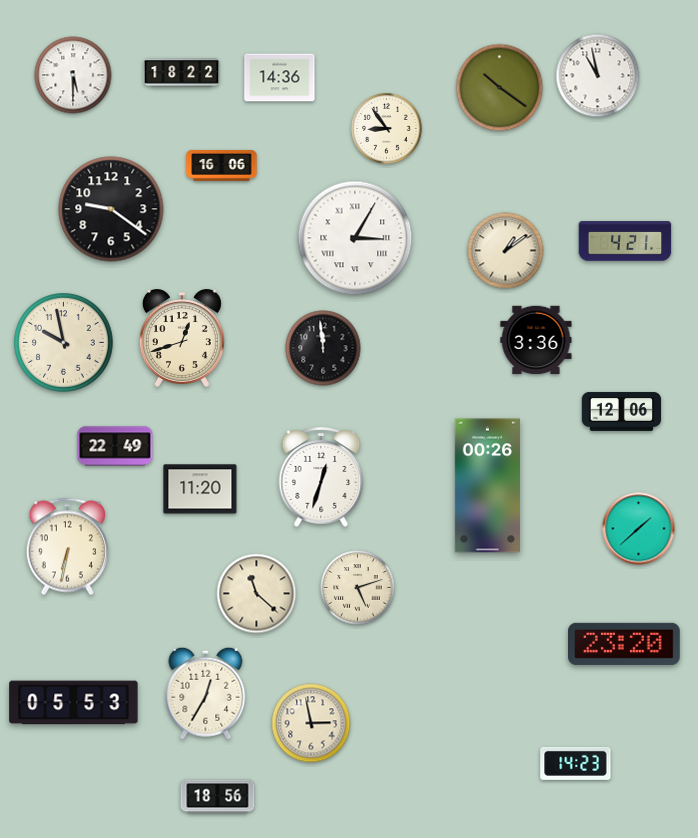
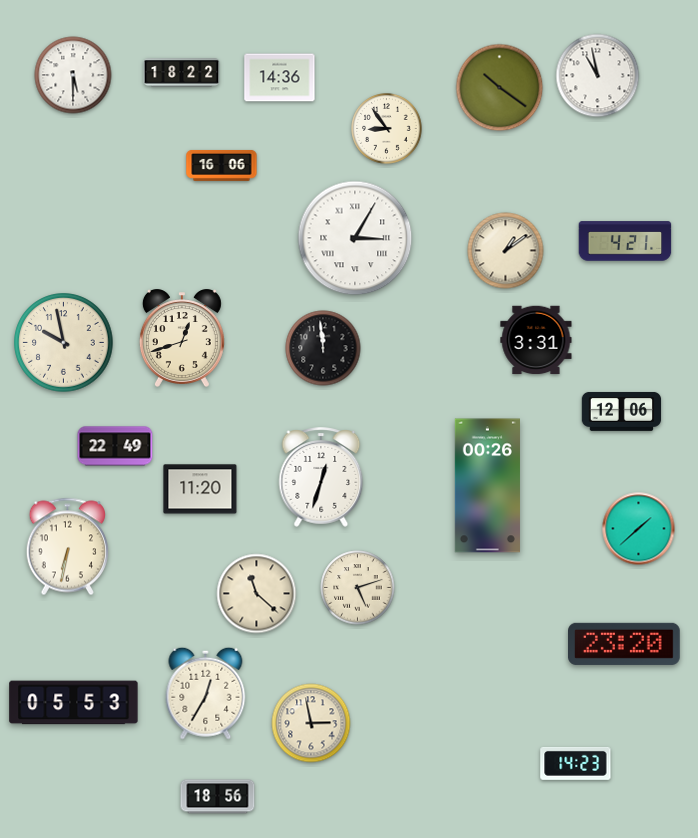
clock at (111, 209): 9:21 -> none
clock at (536, 340): 3:36 -> 3:31
